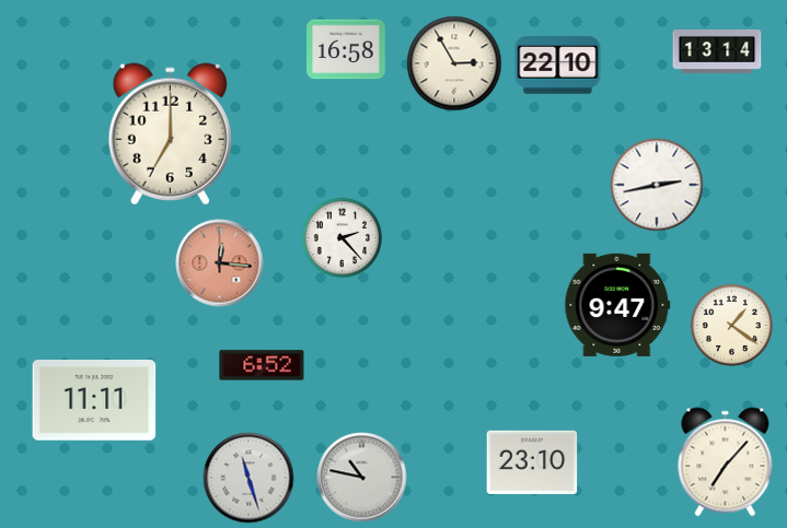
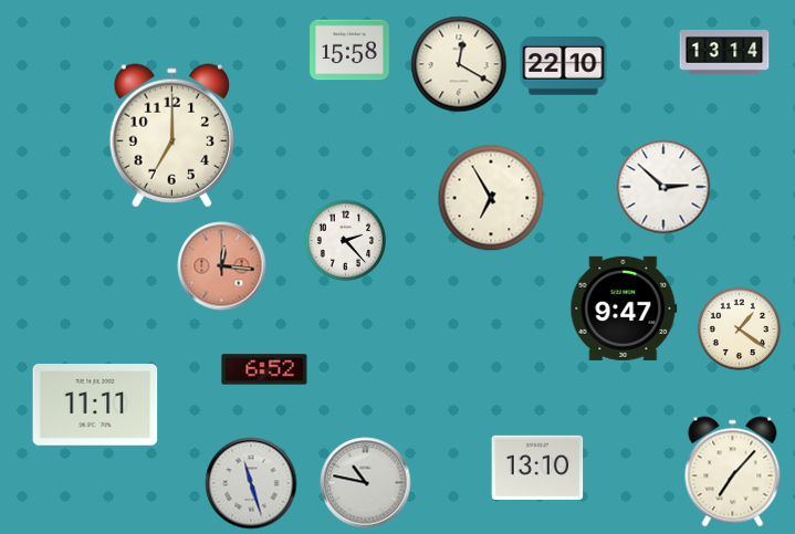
clock at (346, 49): 16:58 -> 15:58
clock at (454, 63): 2:55 -> 12:20
clock at (657, 185): 2:43 -> 2:52
clock at (491, 198): none -> 6:55
clock at (532, 461): 23:10 -> 13:10
clock at (726, 462) position: (726, 462) -> (733, 472)
